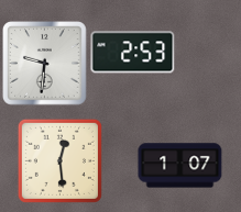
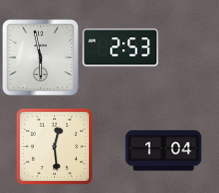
clock at (45, 64): 9:31 -> 5:58
clock at (180, 166): 1:07 -> 1:04
